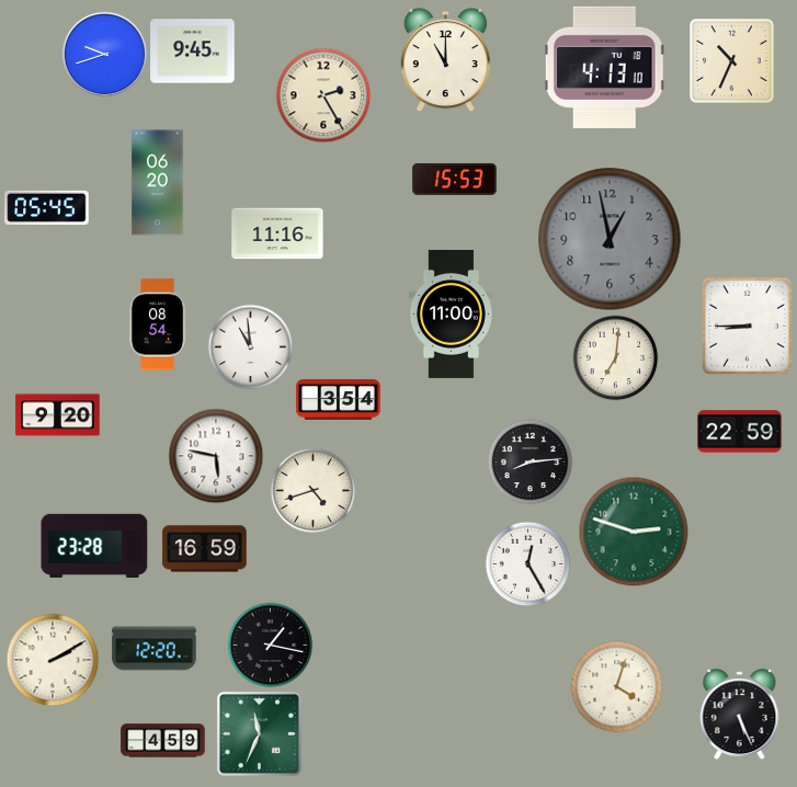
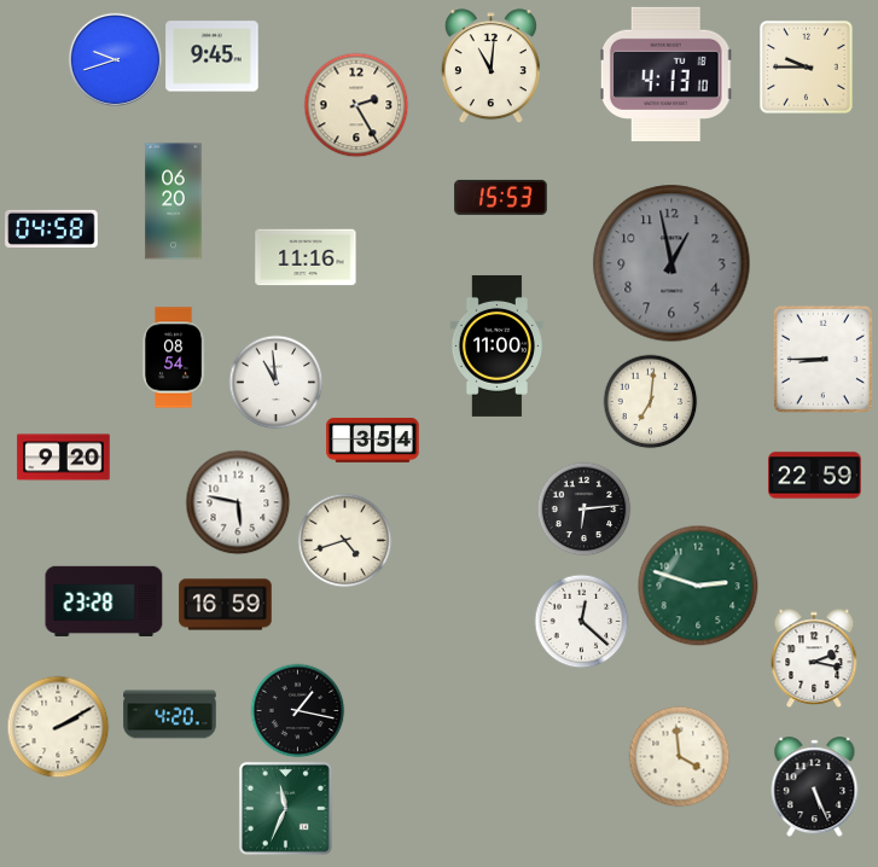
clock at (445, 60): 11:00 -> 11:01
clock at (732, 61): 10:34 -> 9:45
clock at (47, 207): 05:45 -> 04:58
clock at (615, 357) position: (615, 357) -> (650, 401)
clock at (530, 461): 8:14 -> 6:14
clock at (527, 563): 12:25 -> 12:22
clock at (814, 658): none -> 2:17
clock at (155, 649): 12:20 -> 4:20
clock at (616, 686): 4:03 -> 3:59
clock at (163, 741): 4:59 -> none
